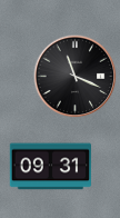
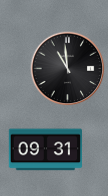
clock at (76, 77): 11:19 -> 10:59
